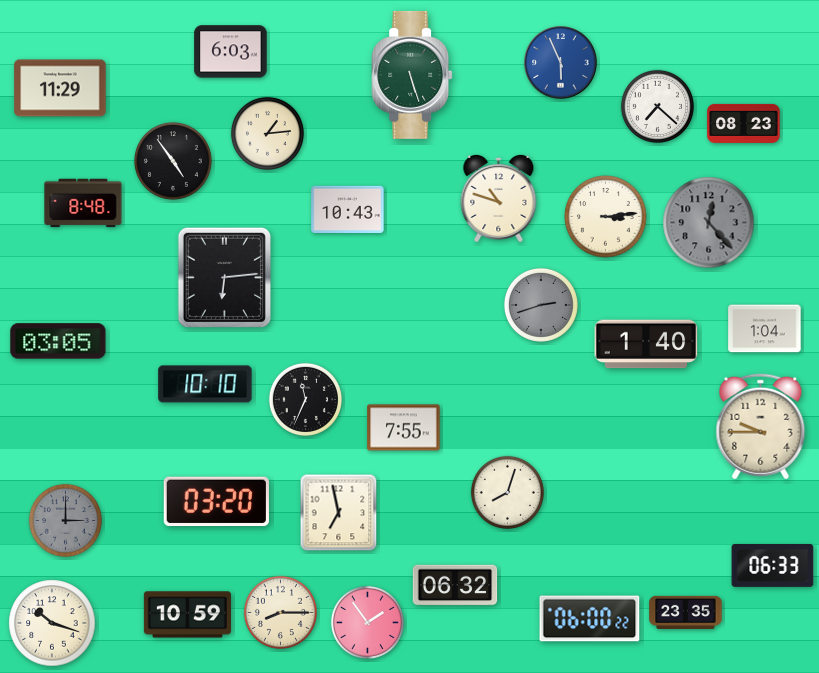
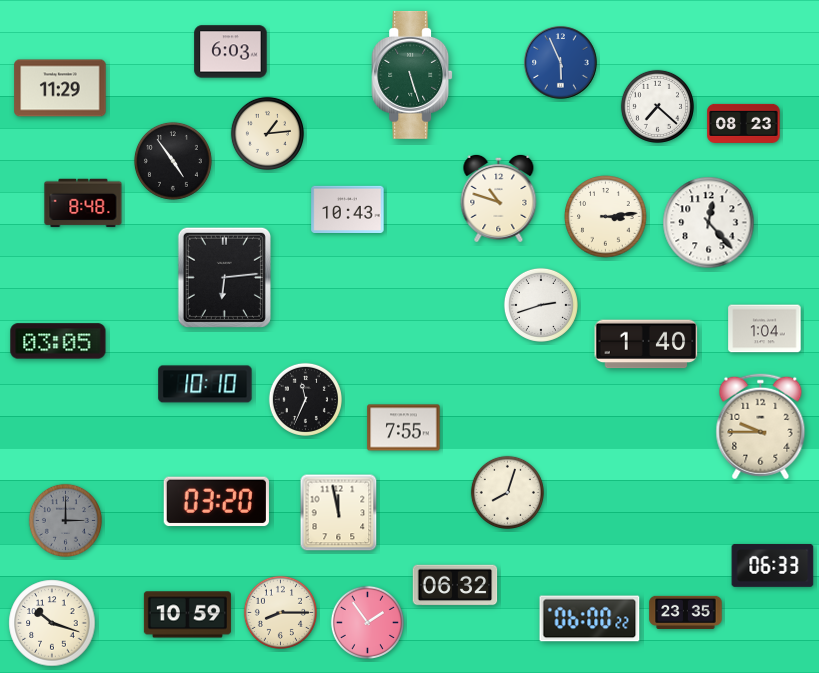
clock at (709, 223) dial: grey -> white
clock at (541, 305) dial: grey -> white
clock at (339, 513): 6:58 -> 11:58
